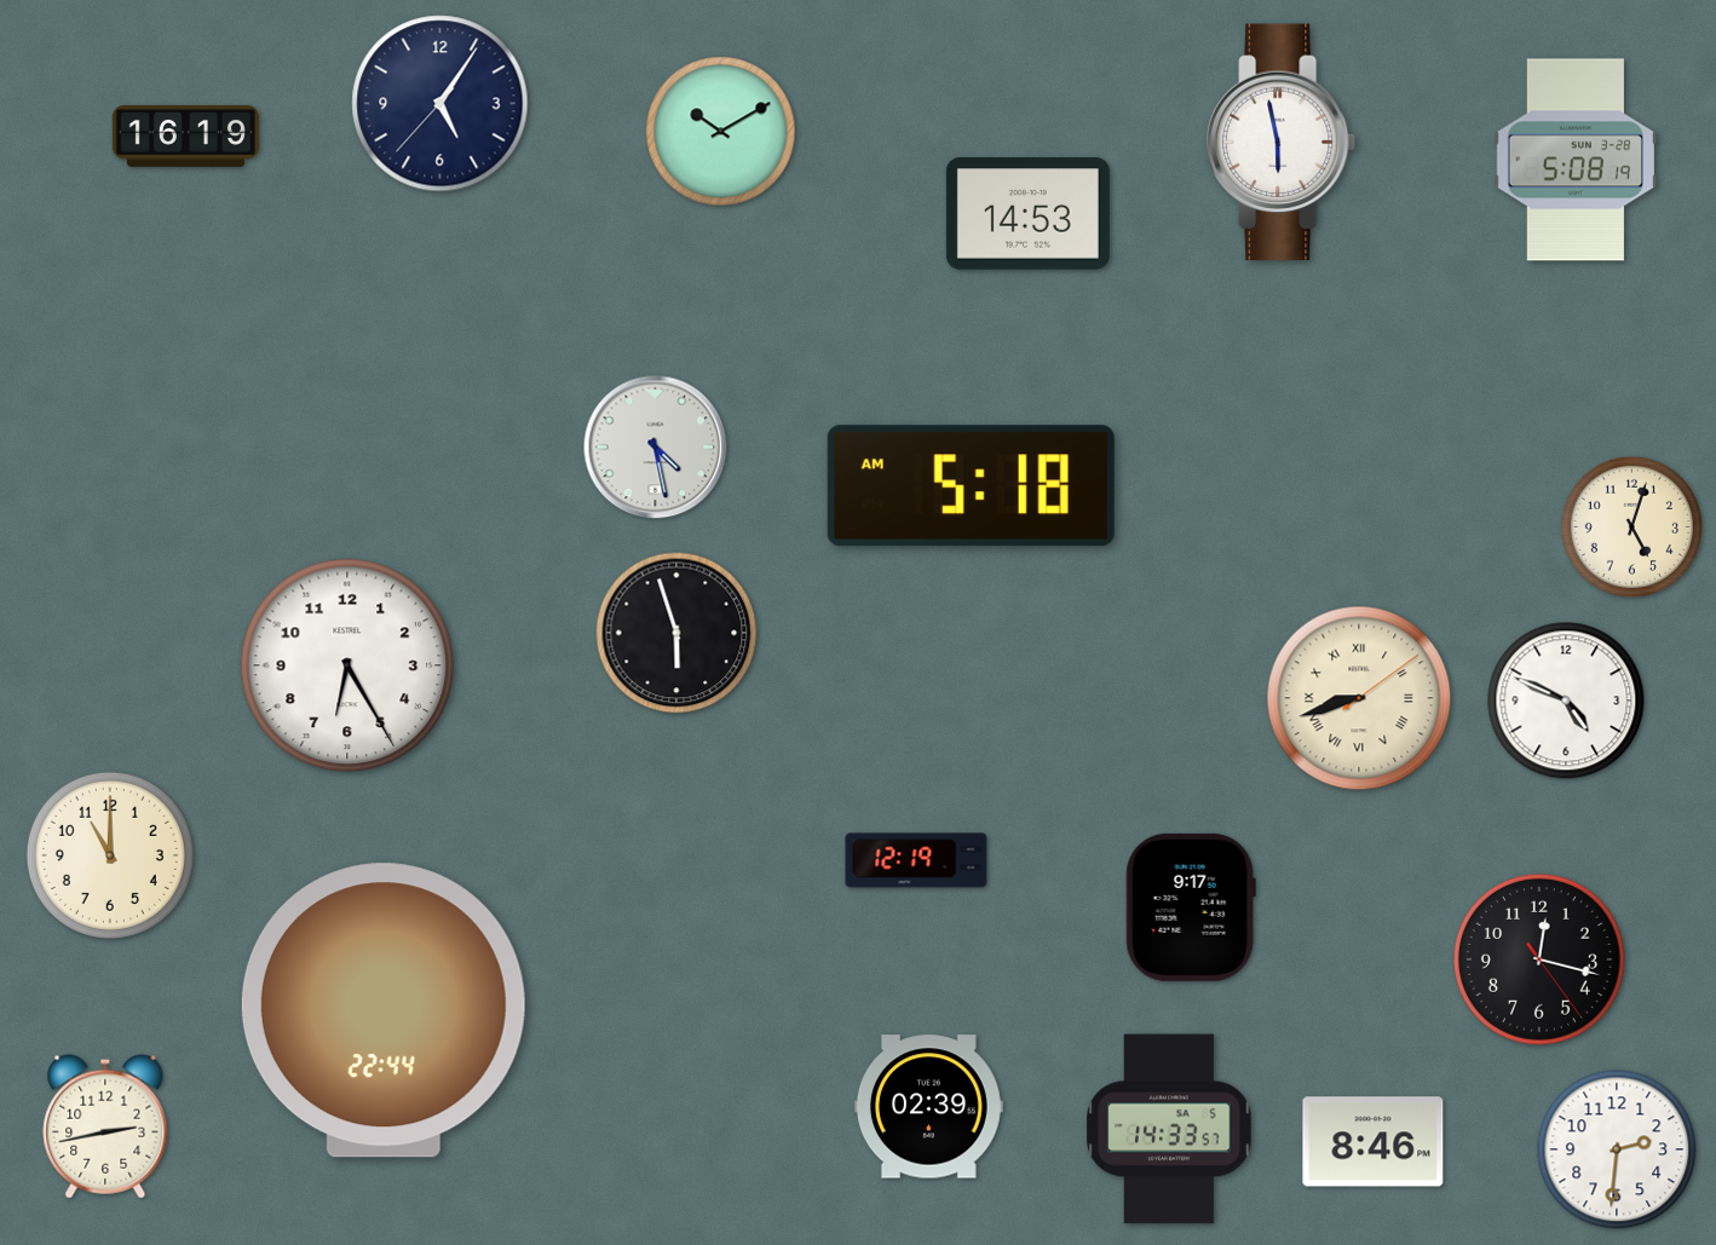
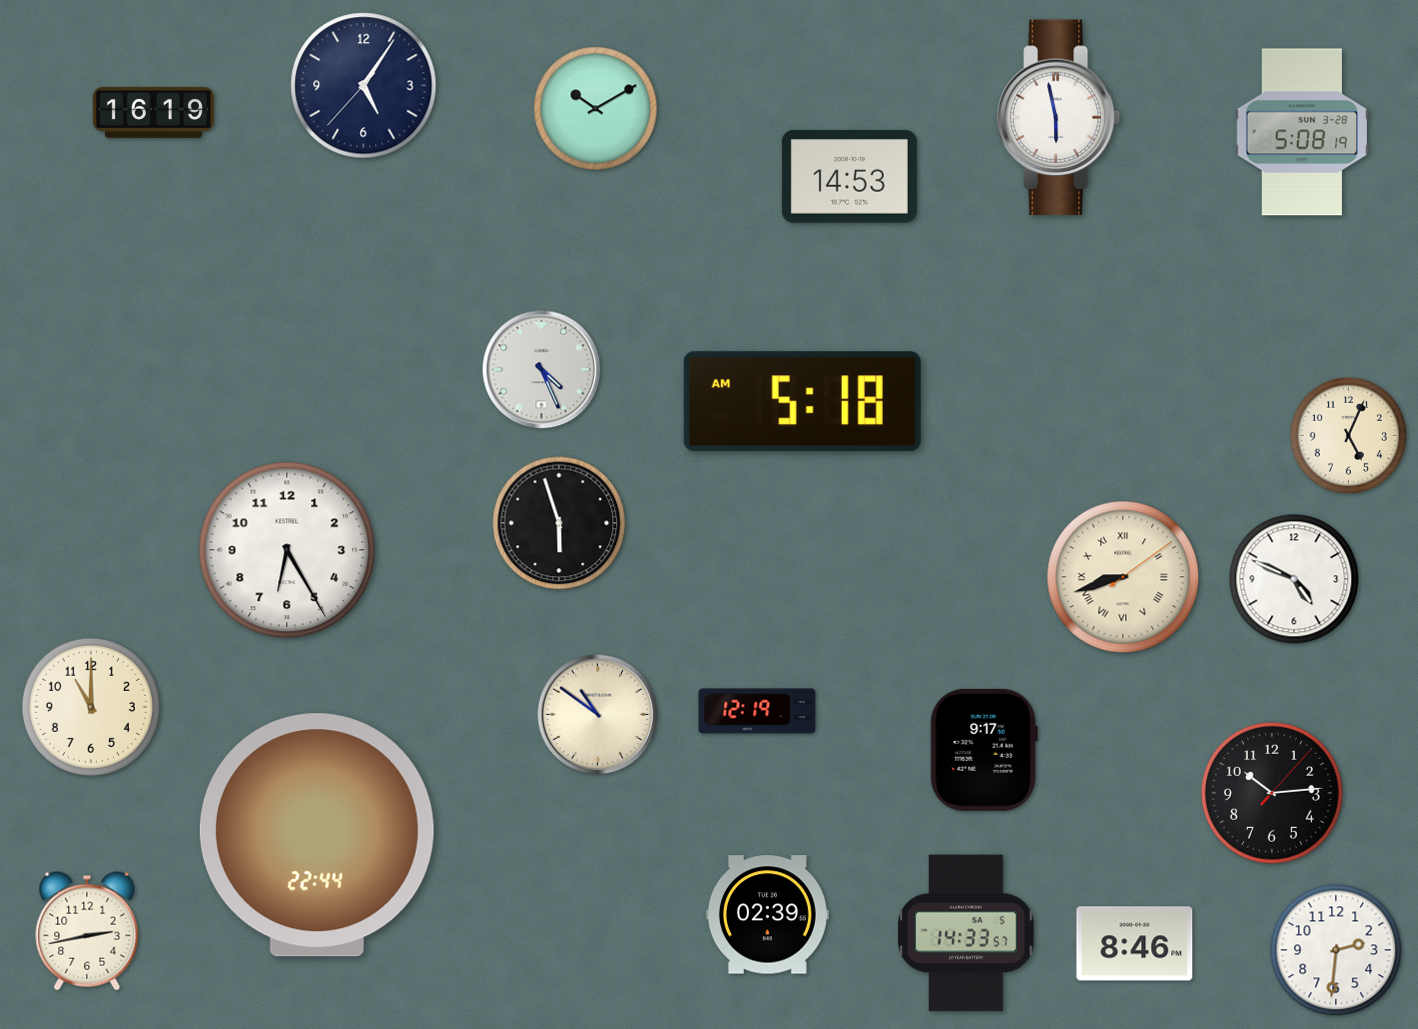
clock at (656, 448): 4:28 -> 4:26
clock at (1631, 526): 5:03 -> 5:04
clock at (598, 715): none -> 10:51
clock at (1539, 959): 12:17 -> 10:14
